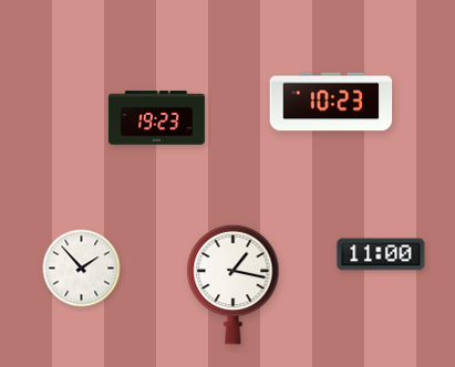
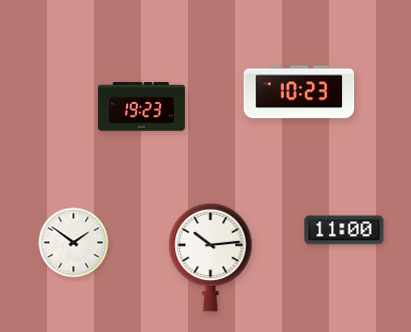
clock at (82, 269): 1:53 -> 1:51
clock at (234, 284): 1:17 -> 10:14
